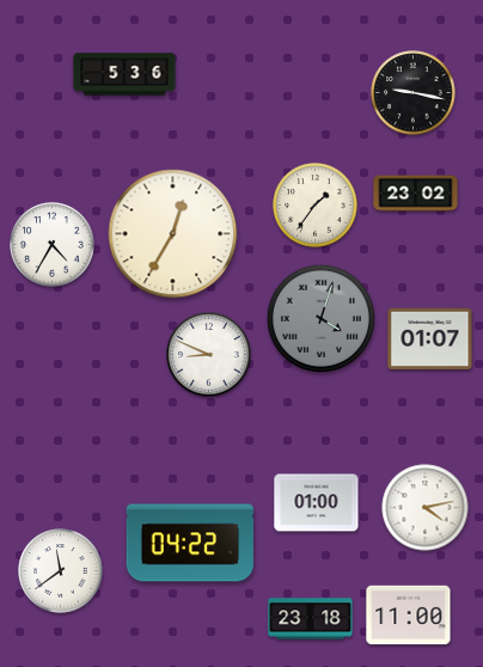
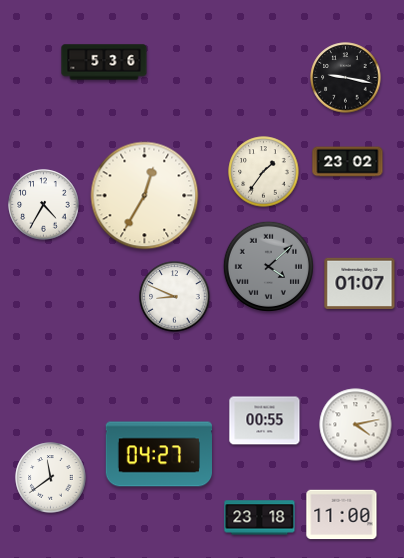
clock at (320, 318): 4:03 -> 4:08
clock at (317, 503): 01:00 -> 00:55
clock at (189, 543): 04:22 -> 04:27
